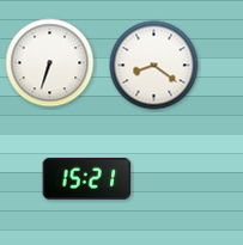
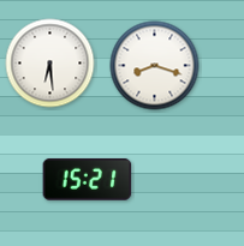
clock at (50, 63): 6:33 -> 6:29
clock at (154, 66): 8:21 -> 8:18
